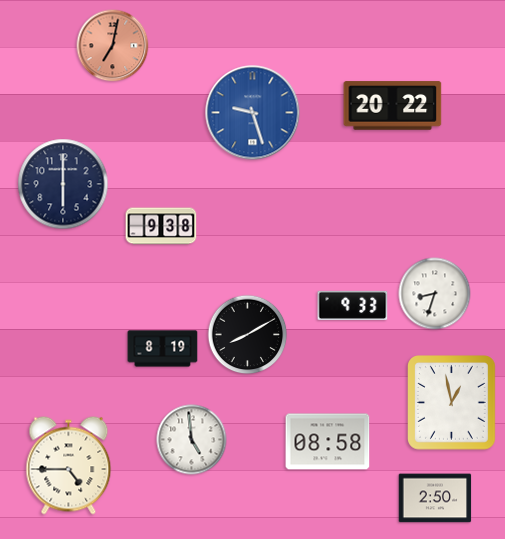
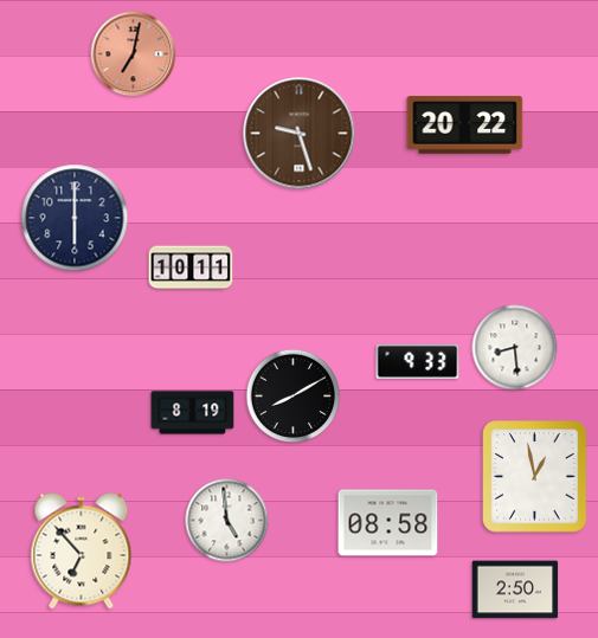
clock at (253, 113) dial: blue -> brown
clock at (161, 226): 9:38 -> 10:11
clock at (435, 294): 8:33 -> 8:29
clock at (69, 466): 4:45 -> 6:53
